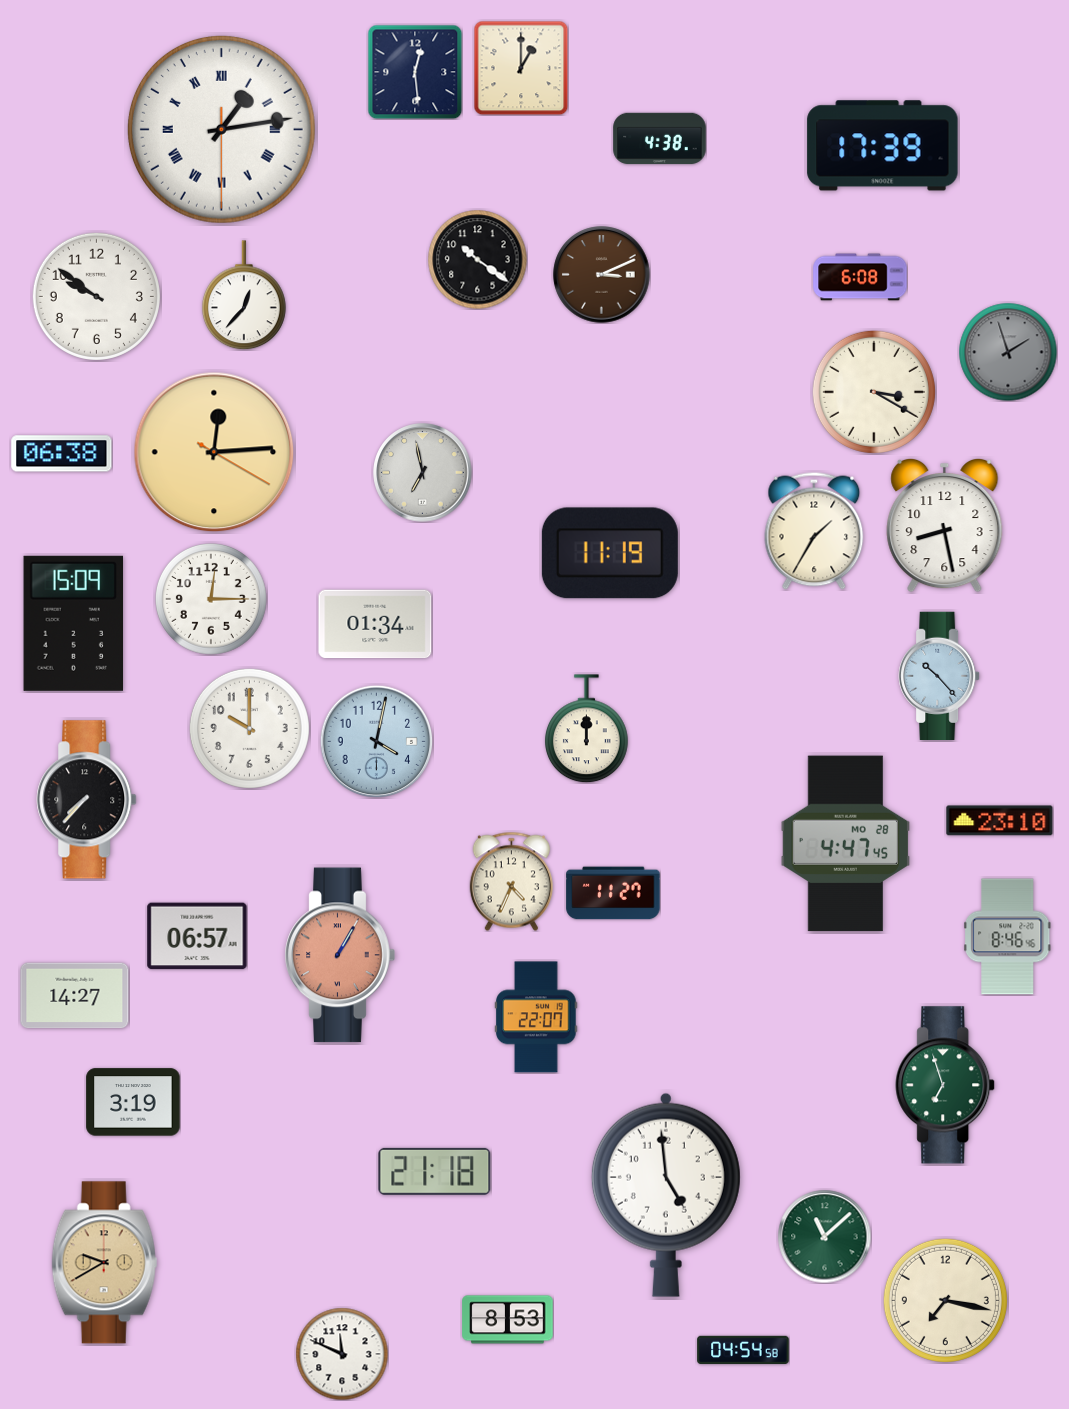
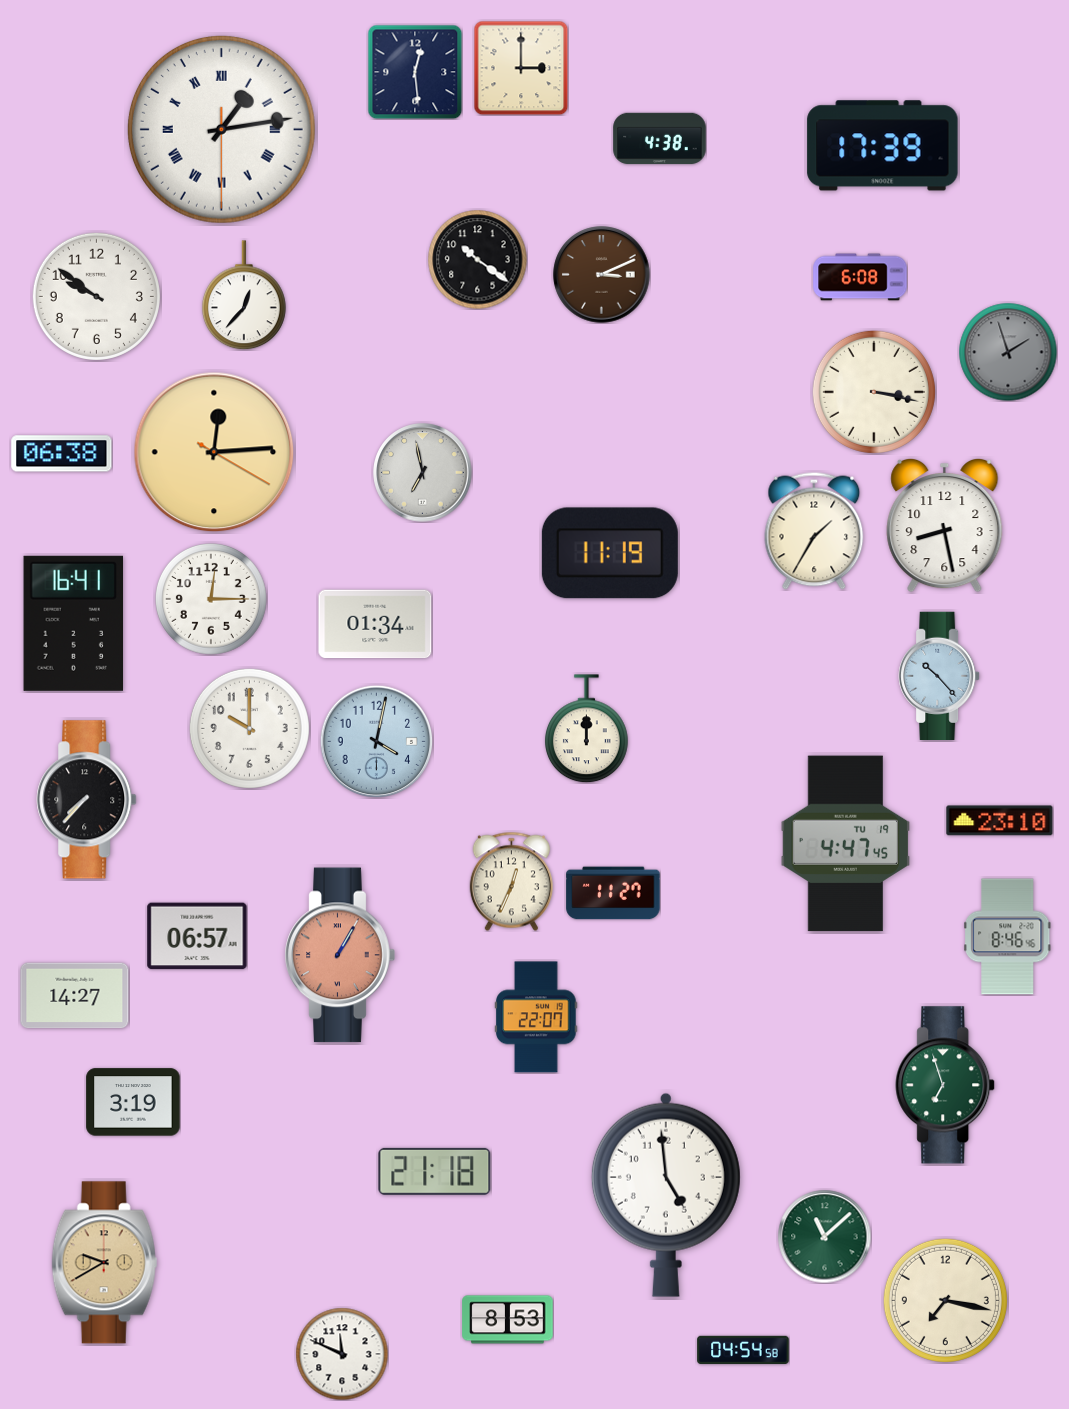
clock at (521, 68): 1:00 -> 3:00
clock at (874, 392): 3:20 -> 3:17
clock at (73, 623): 15:09 -> 16:41
clock at (846, 844) date: MO 28 -> TU 19
clock at (511, 881): 4:34 -> 12:34
